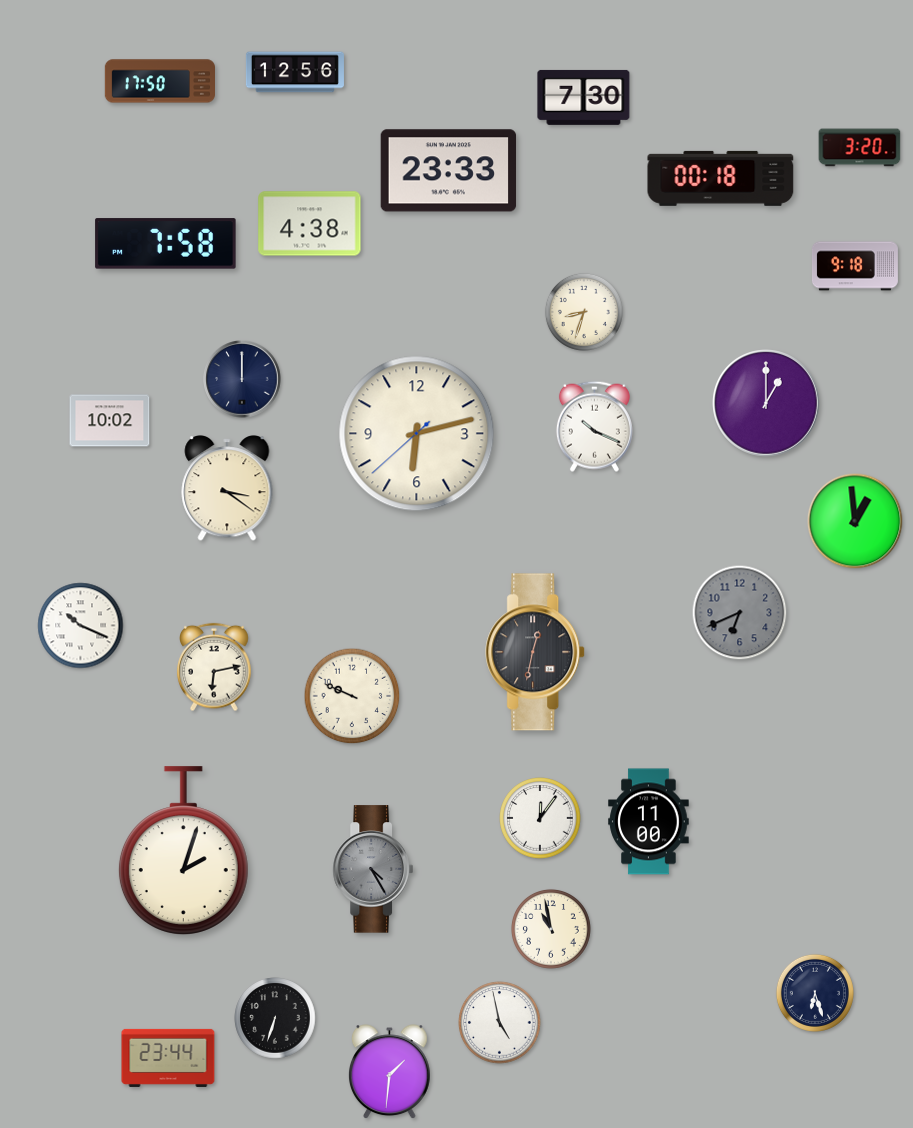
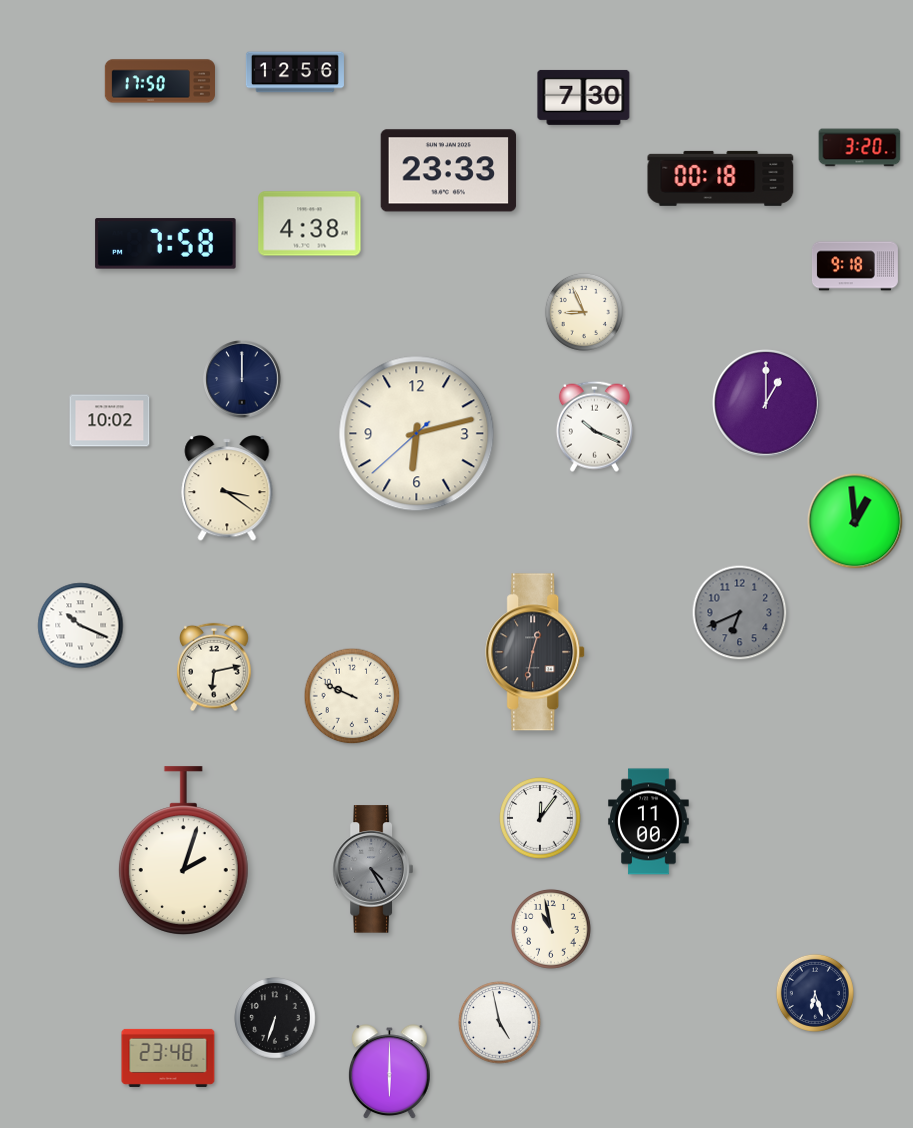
clock at (584, 312): 8:33 -> 8:56
clock at (168, 1058): 23:44 -> 23:48
clock at (390, 1072): 1:31 -> 6:00
